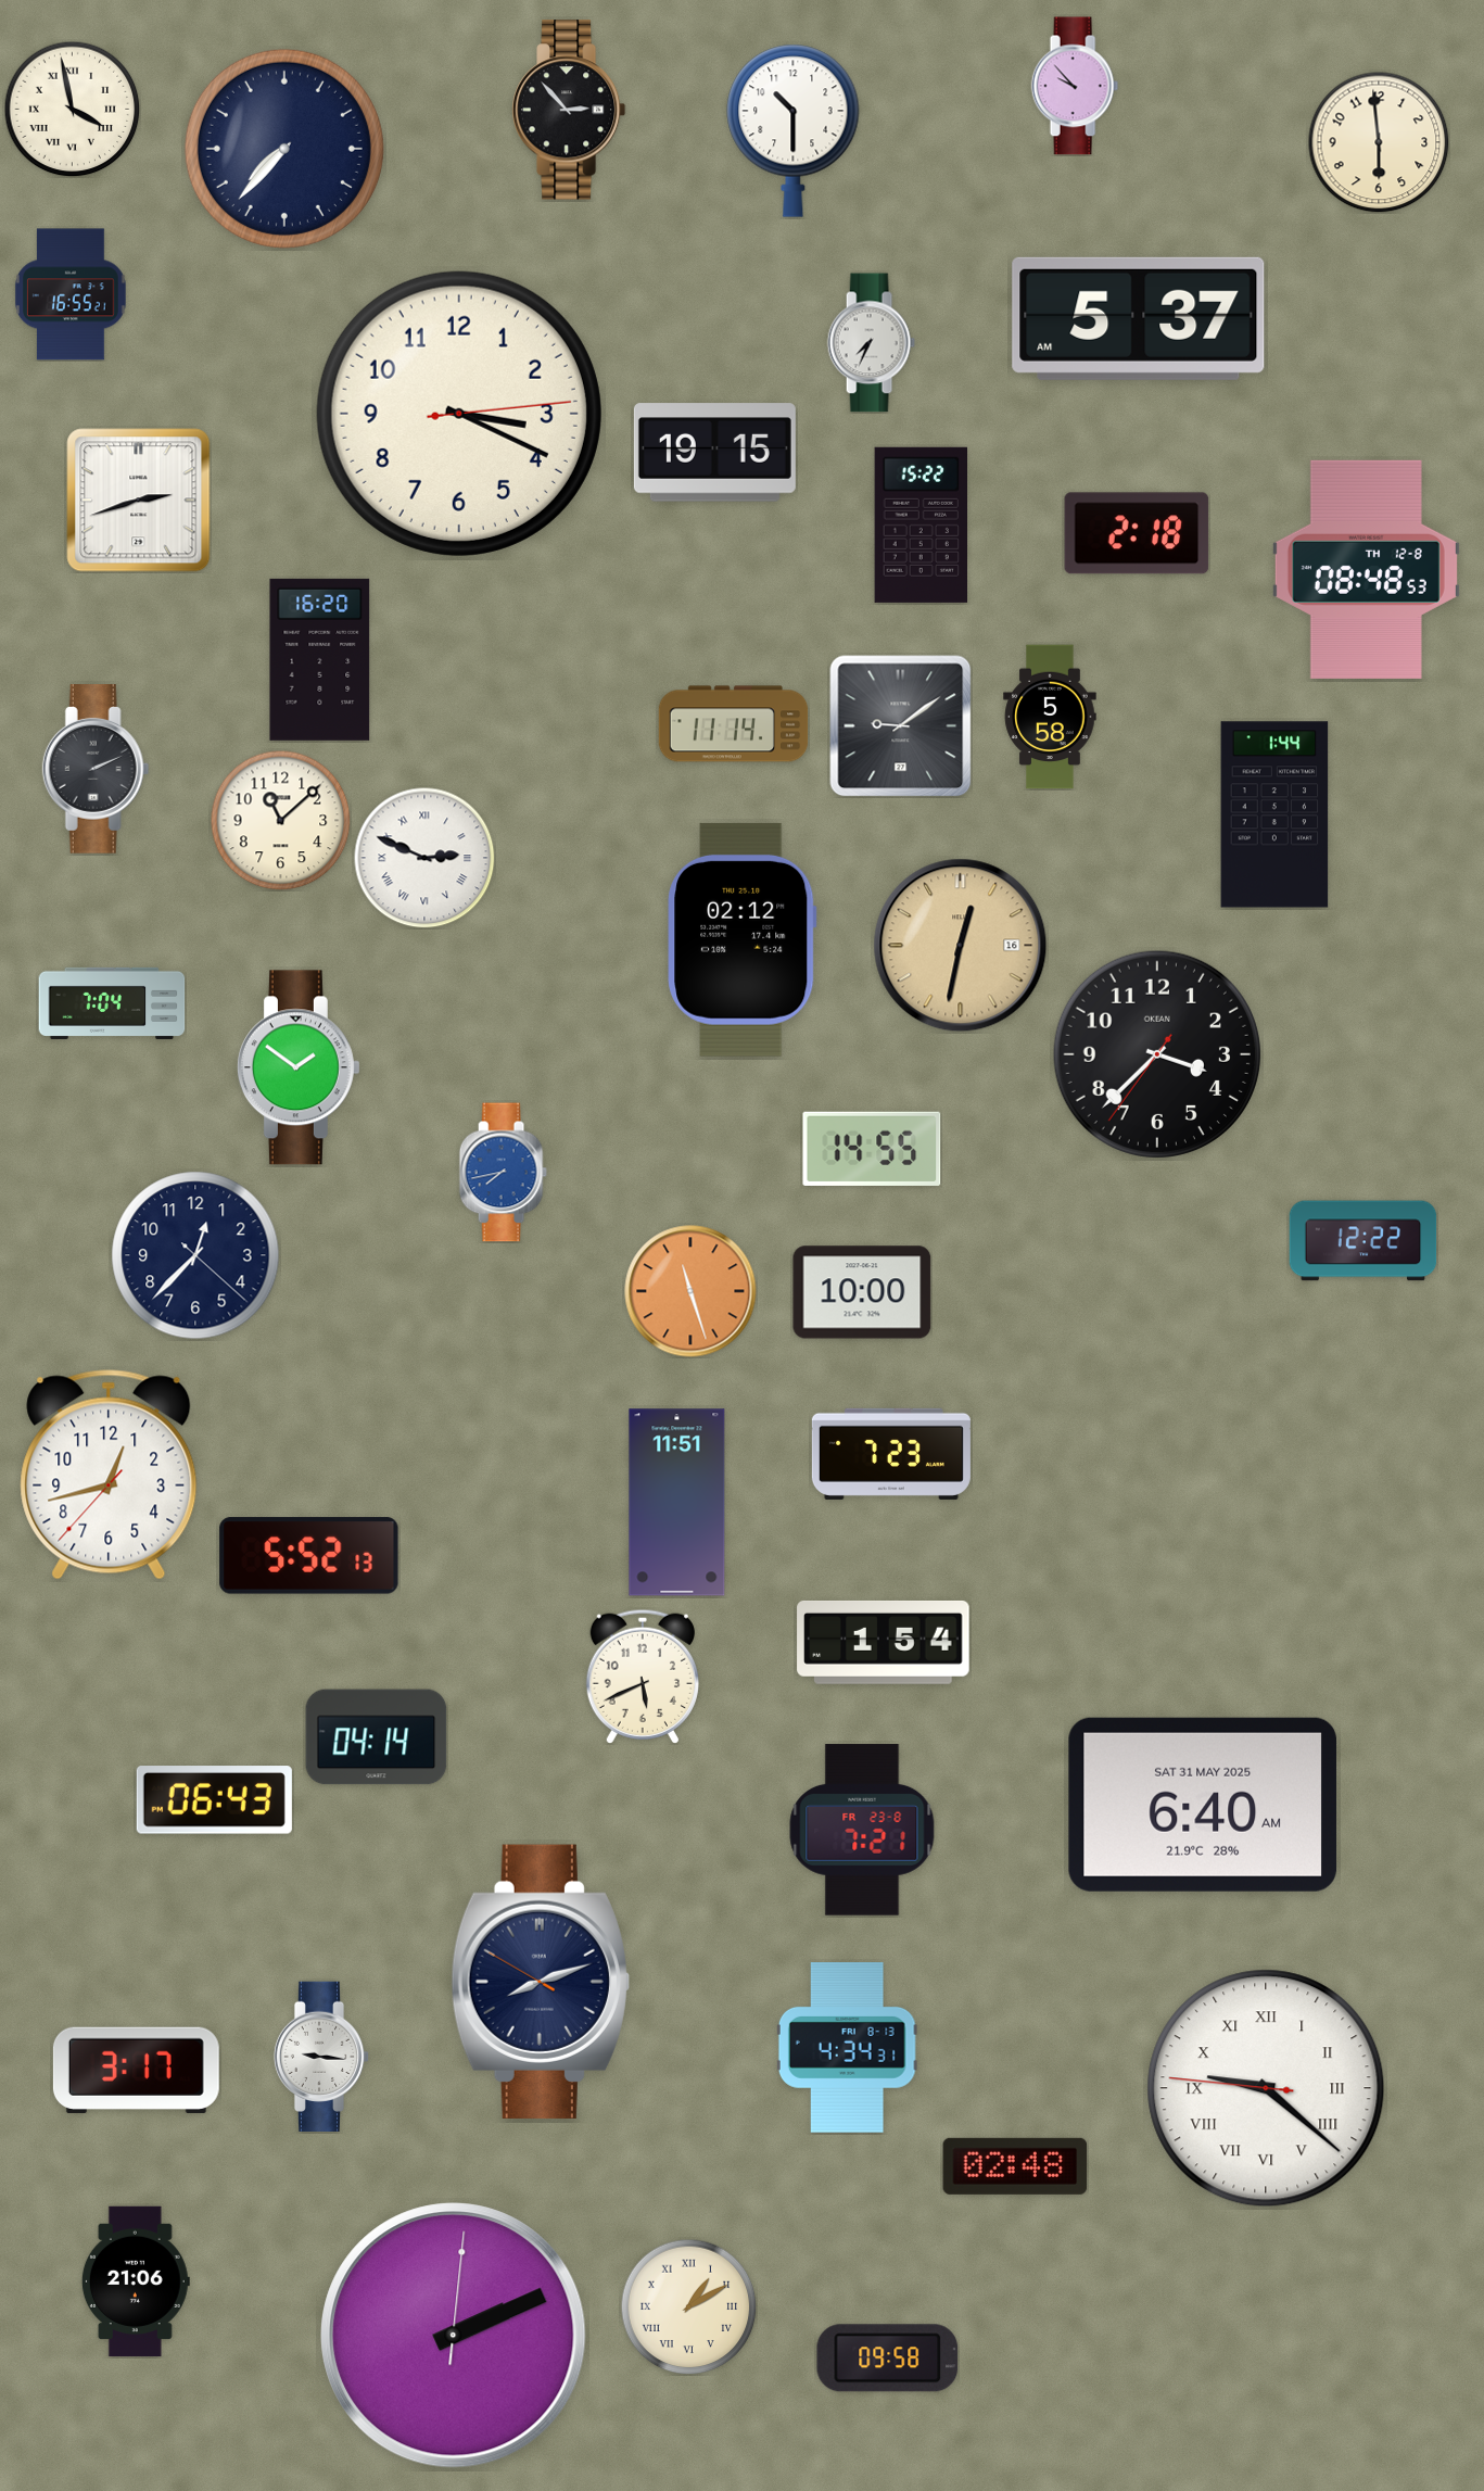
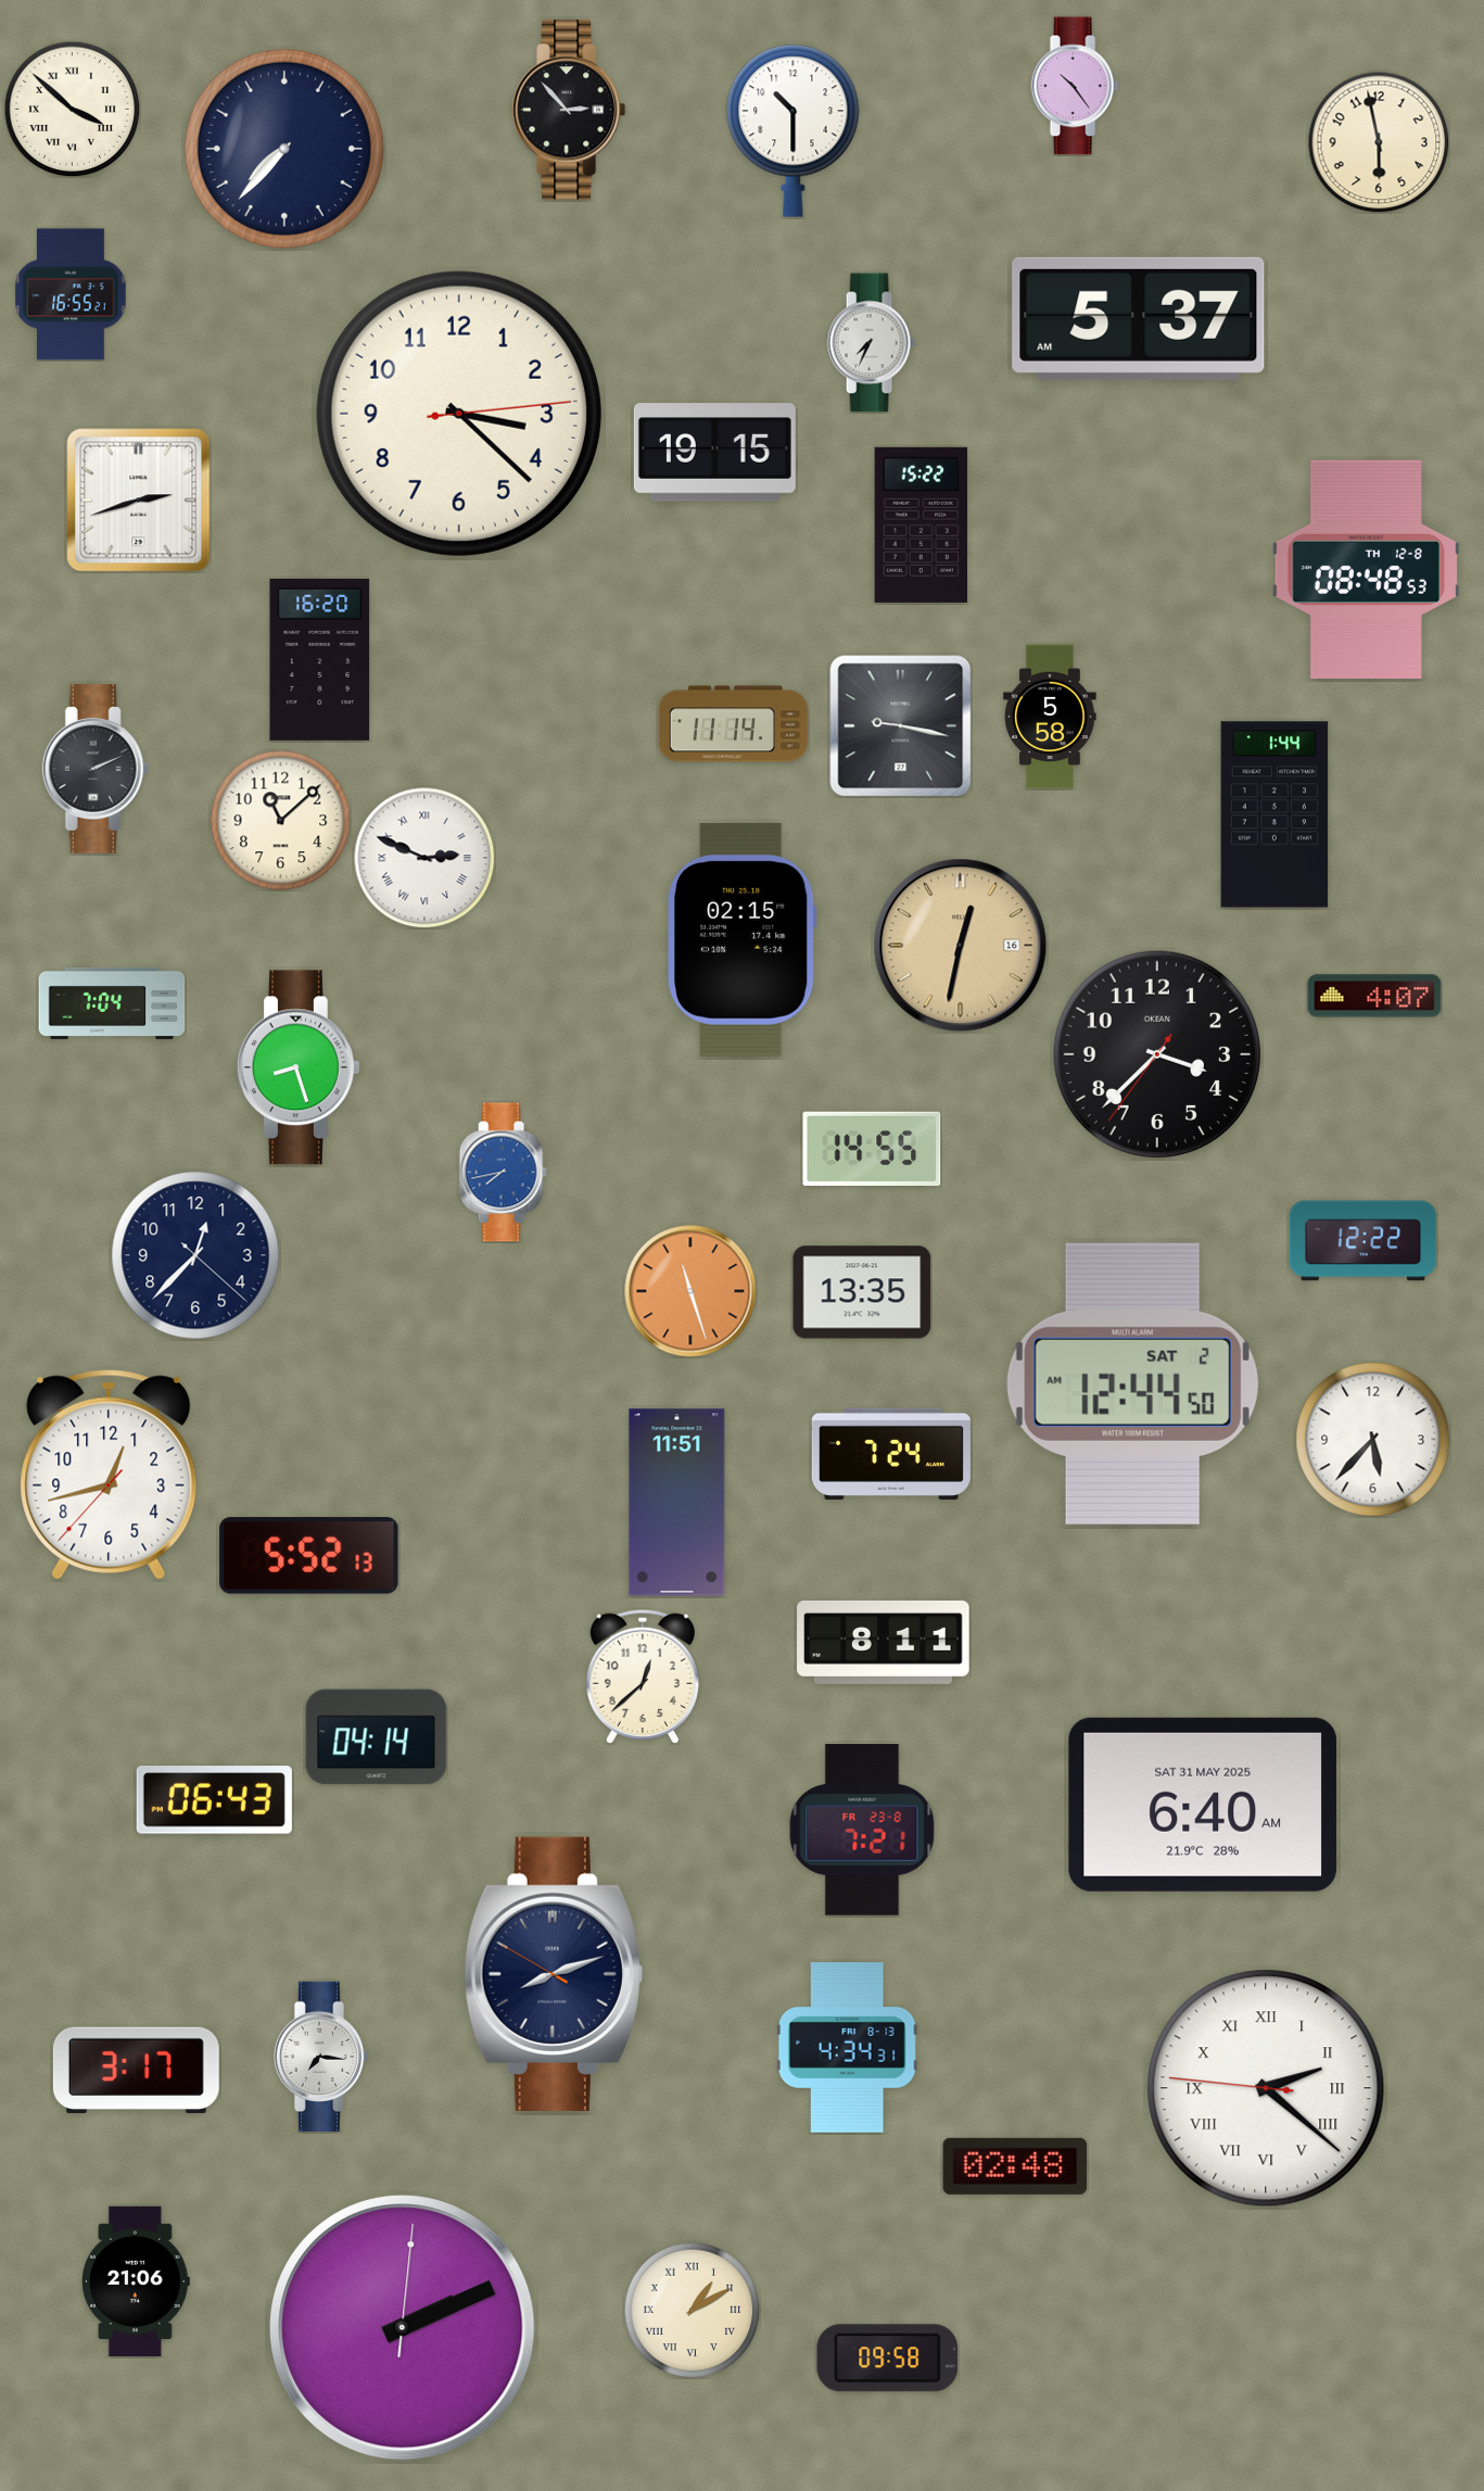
clock at (1075, 86): 9:53 -> 10:24
clock at (72, 109): 3:58 -> 3:52
clock at (1379, 142): 5:59 -> 5:58
clock at (459, 414): 3:19 -> 3:22
clock at (1137, 533): 2:18 -> none
clock at (901, 726): 9:09 -> 9:17
clock at (743, 939): 02:12 -> 02:15
clock at (1374, 996): none -> 4:07
clock at (299, 1067): 1:51 -> 8:27
clock at (862, 1292): 10:00 -> 13:35
clock at (1132, 1383): none -> 12:44
clock at (1373, 1440): none -> 5:37
clock at (891, 1454): 7:23 -> 7:24
clock at (884, 1642): 1:54 -> 8:11
clock at (642, 1677): 5:41 -> 12:38
clock at (541, 1982) position: (541, 1982) -> (554, 1974)
clock at (321, 2056): 9:16 -> 7:16
clock at (1266, 2088): 9:21 -> 2:21
clock at (688, 2306) position: (688, 2306) -> (692, 2310)
clock at (454, 2336) position: (454, 2336) -> (403, 2328)
